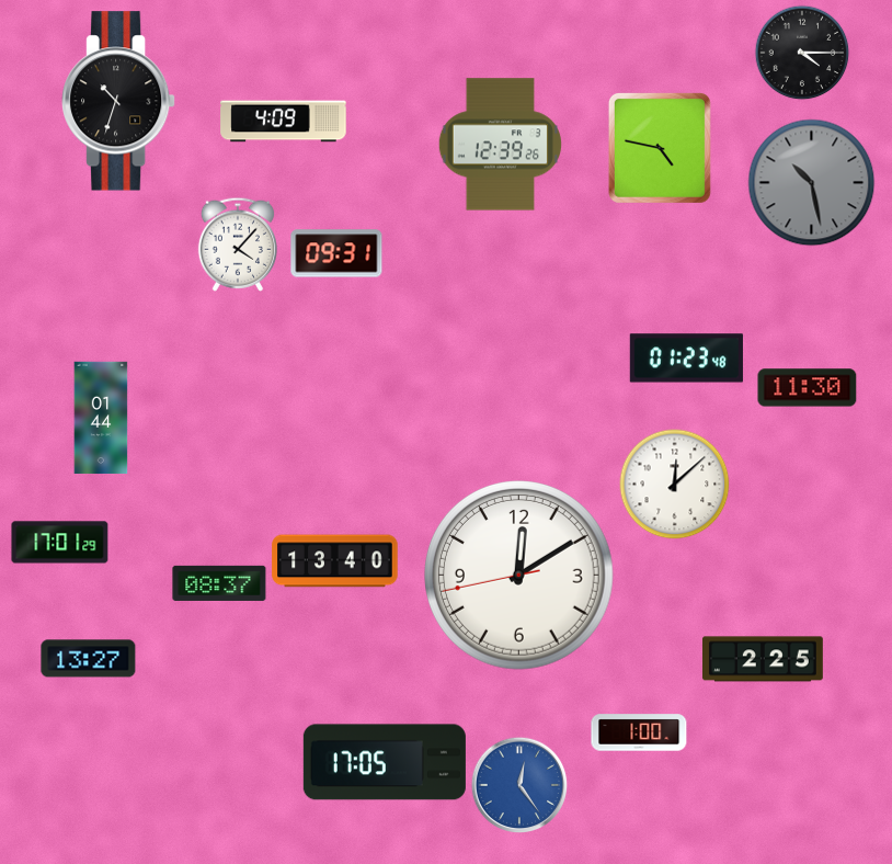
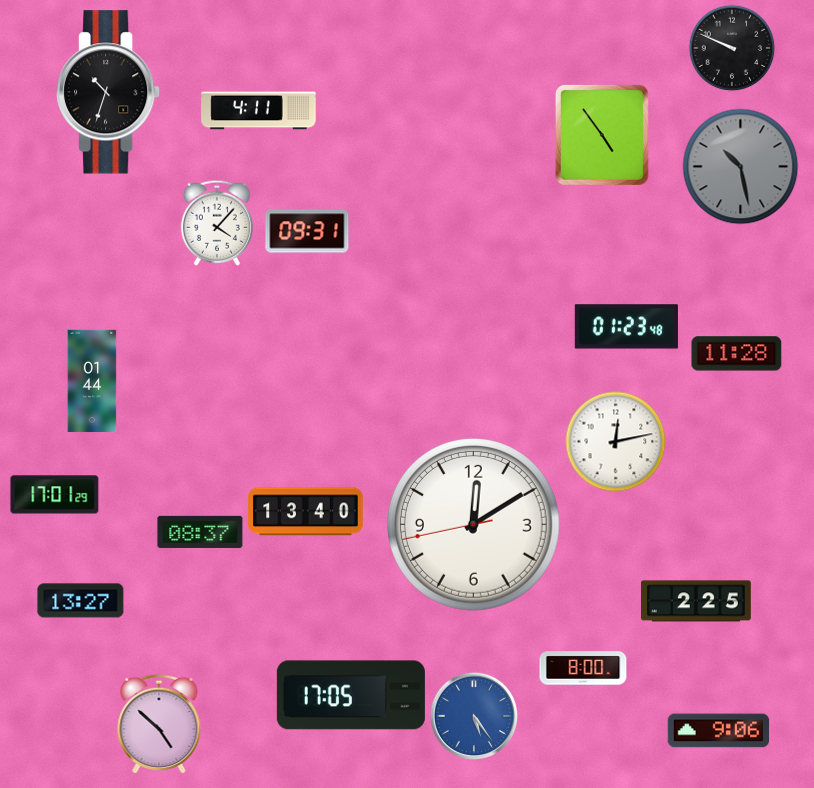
clock at (802, 53): 4:15 -> 9:49
clock at (284, 122): 4:09 -> 4:11
clock at (500, 145): 12:39 -> none
clock at (660, 148): 4:47 -> 4:54
clock at (808, 388): 11:30 -> 11:28
clock at (675, 485): 12:08 -> 12:13
clock at (639, 732): 1:00 -> 8:00
clock at (519, 785): 12:24 -> 5:24
clock at (159, 724): none -> 4:52
clock at (719, 731): none -> 9:06
